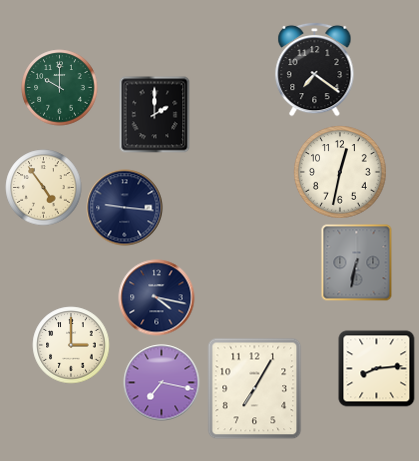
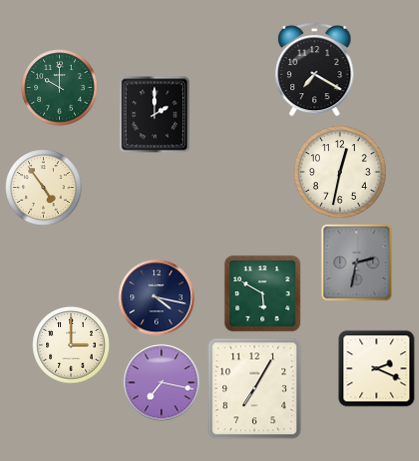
clock at (315, 69): 7:21 -> 7:20
clock at (125, 208): 9:16 -> none
clock at (357, 263): 6:32 -> 2:32
clock at (263, 294): none -> 5:50
clock at (377, 369): 8:14 -> 2:19
